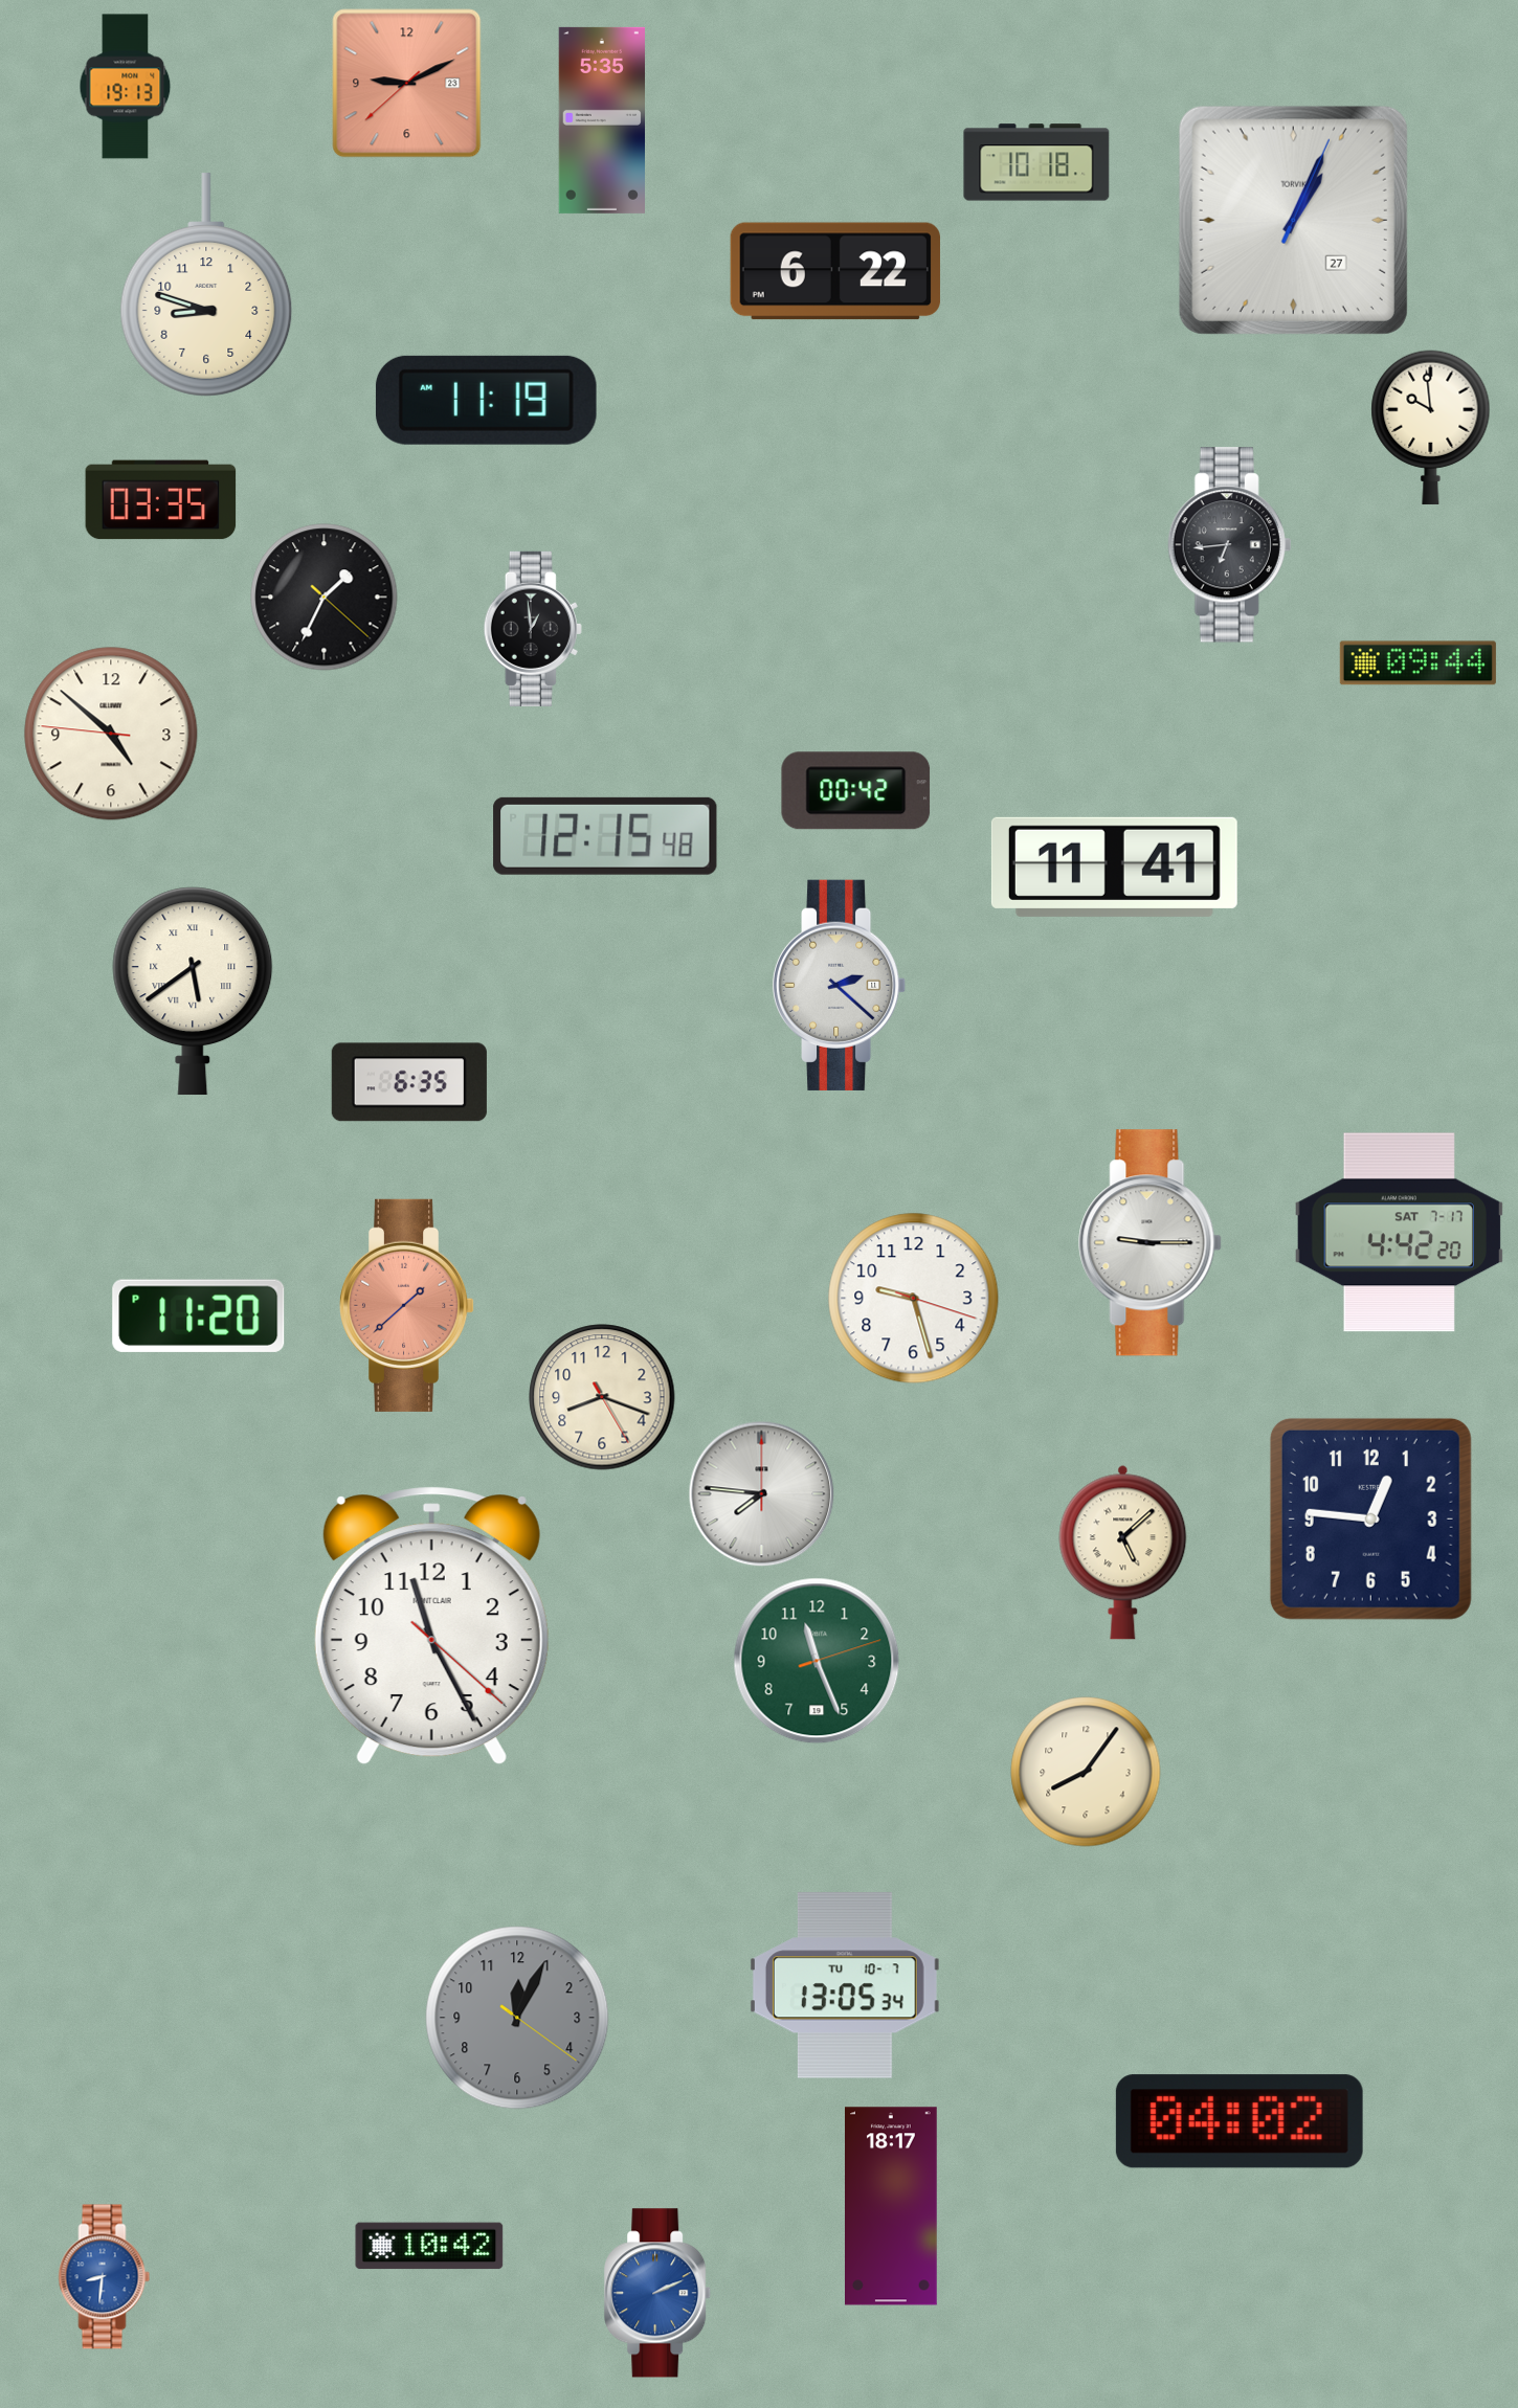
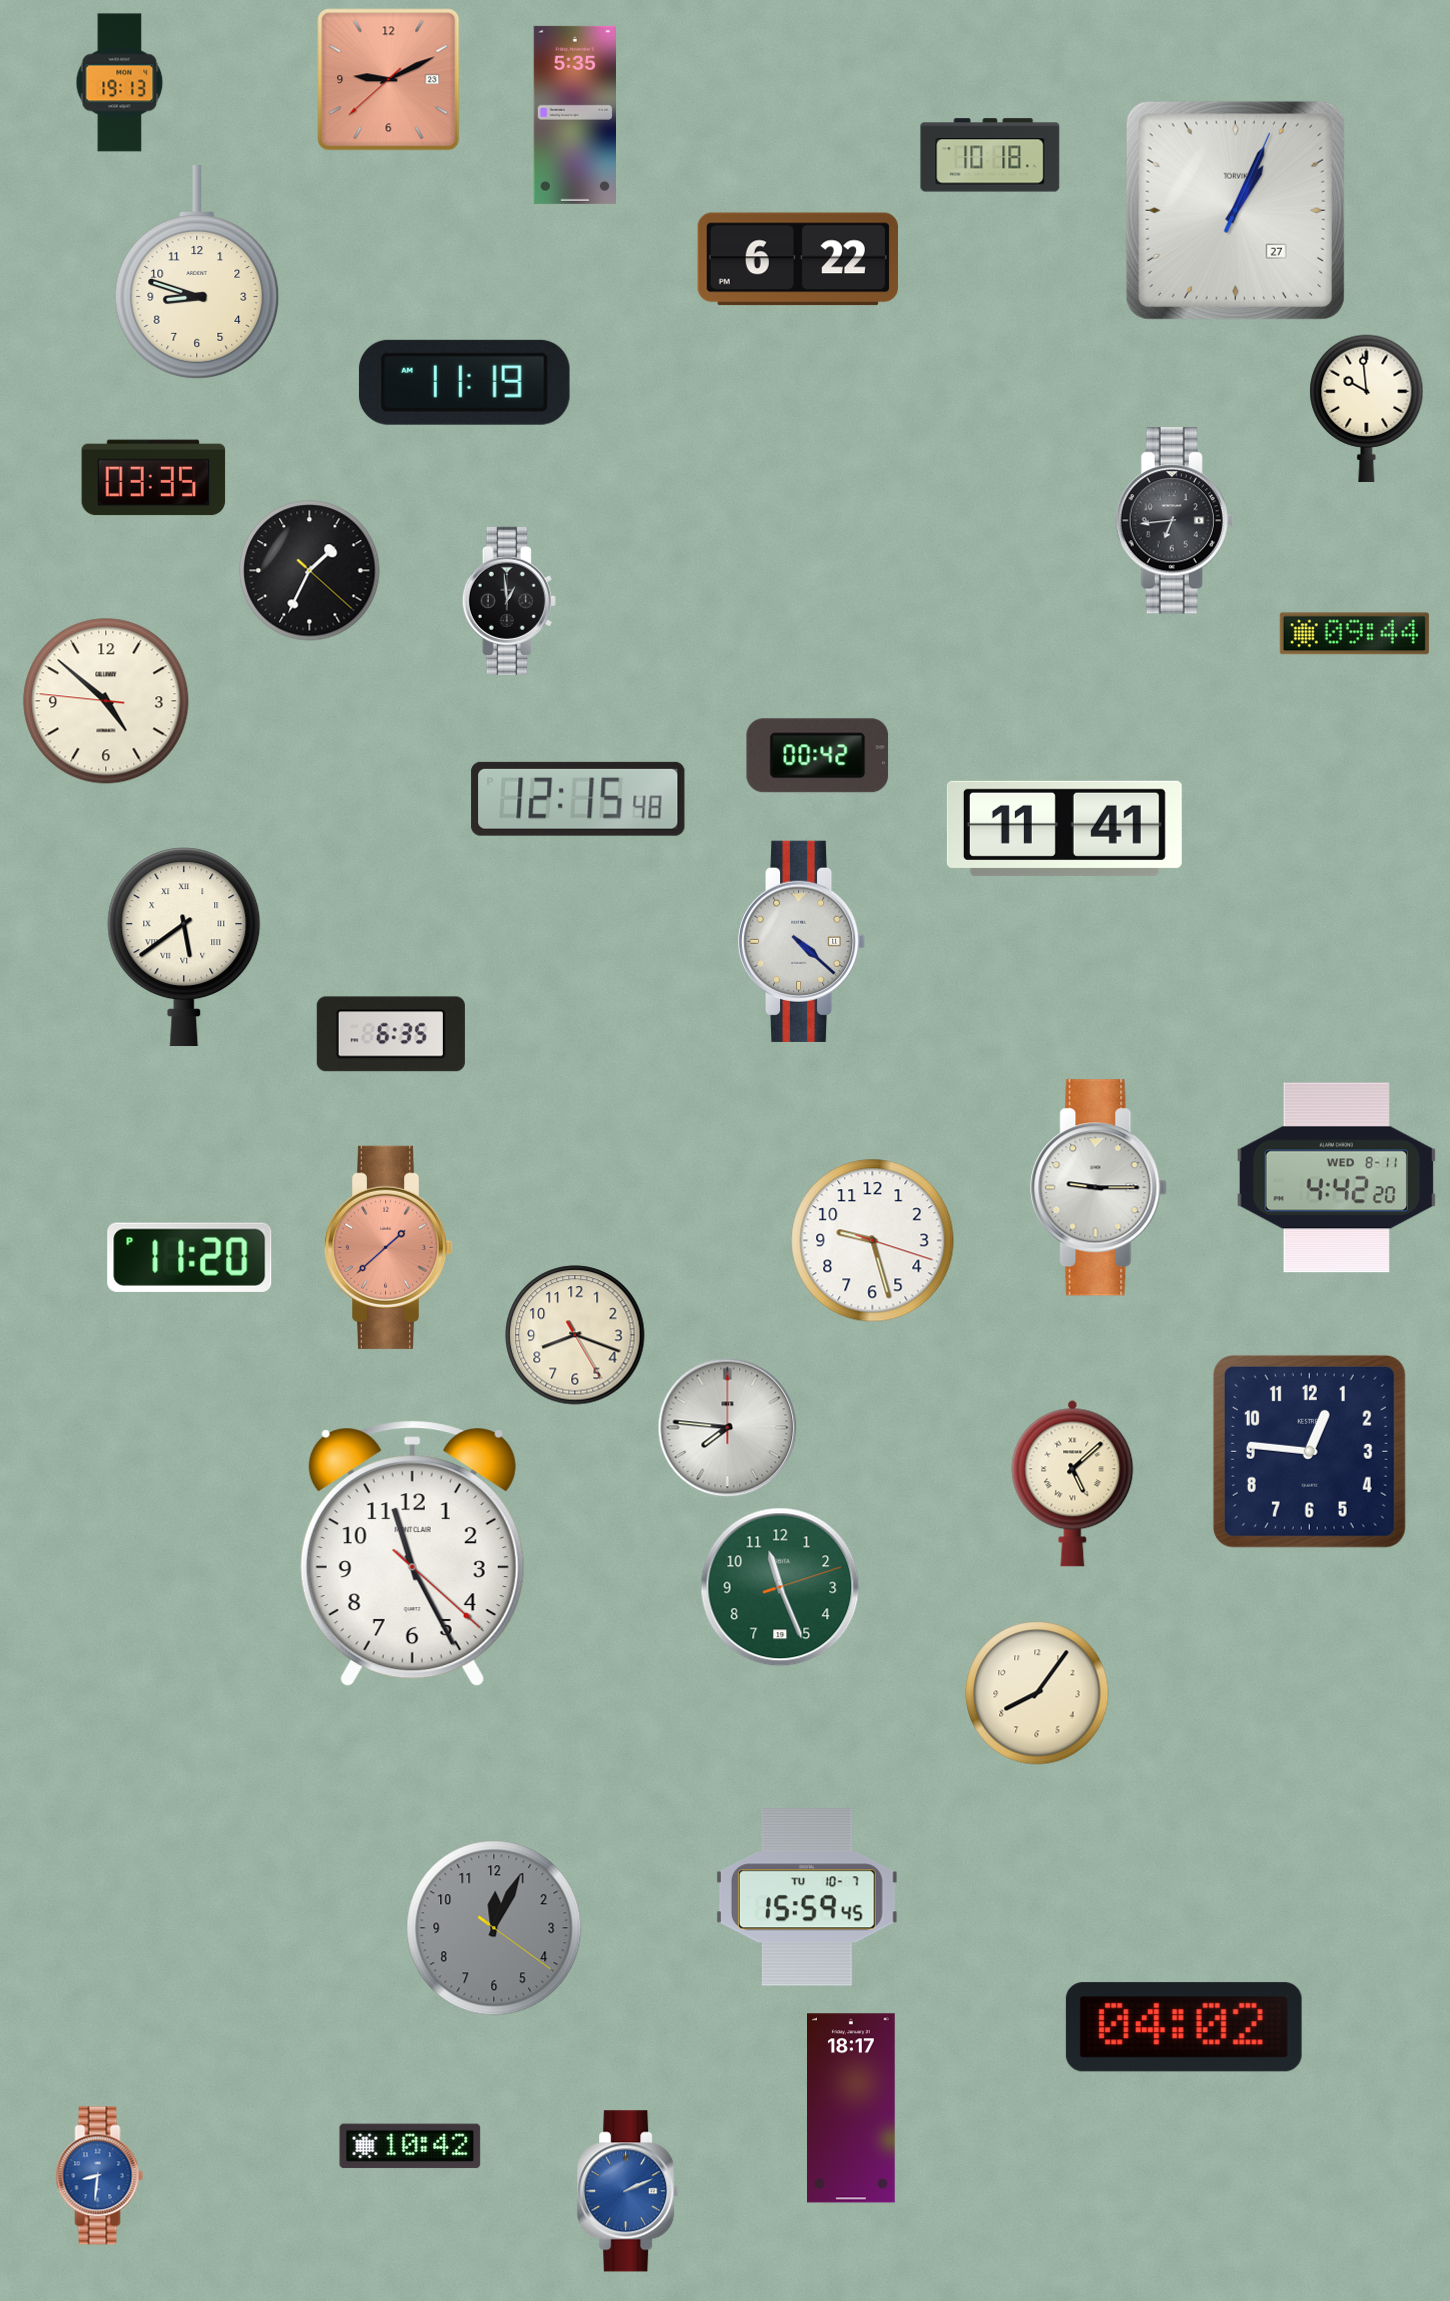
clock at (840, 985): 2:22 -> 4:22
clock at (1399, 1233) date: SAT 7-17 -> WED 8-11
clock at (845, 1985): 13:05 -> 15:59
